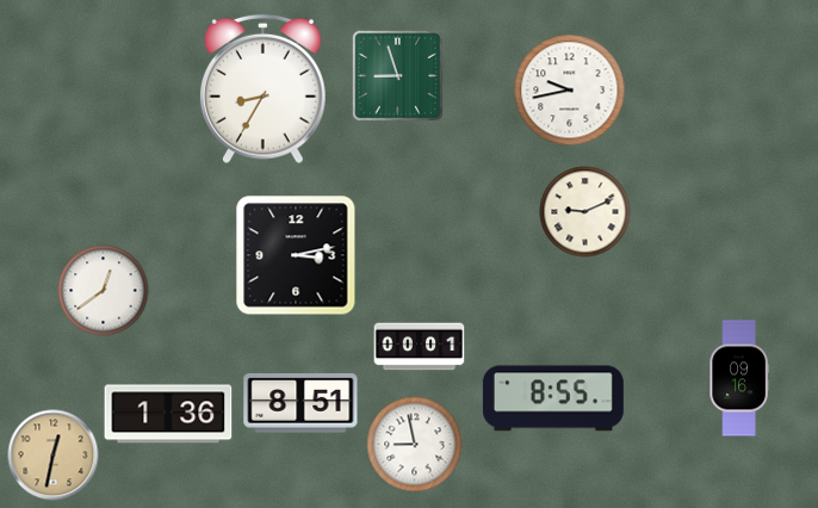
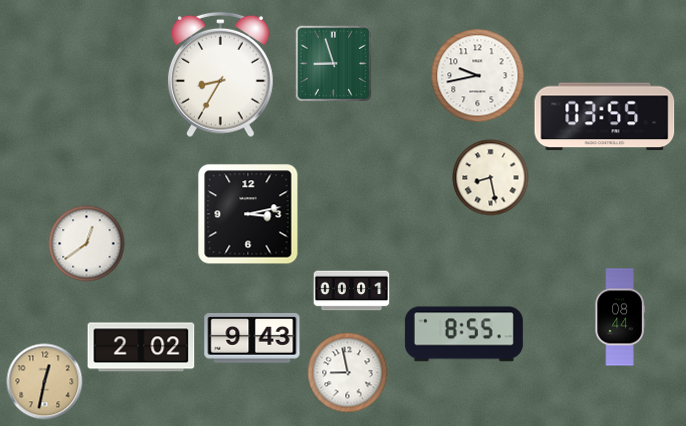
clock at (605, 117): none -> 03:55
clock at (585, 212): 9:11 -> 8:28
clock at (739, 378): 09:16 -> 08:44
clock at (300, 403): 8:51 -> 9:43
clock at (168, 414): 1:36 -> 2:02
